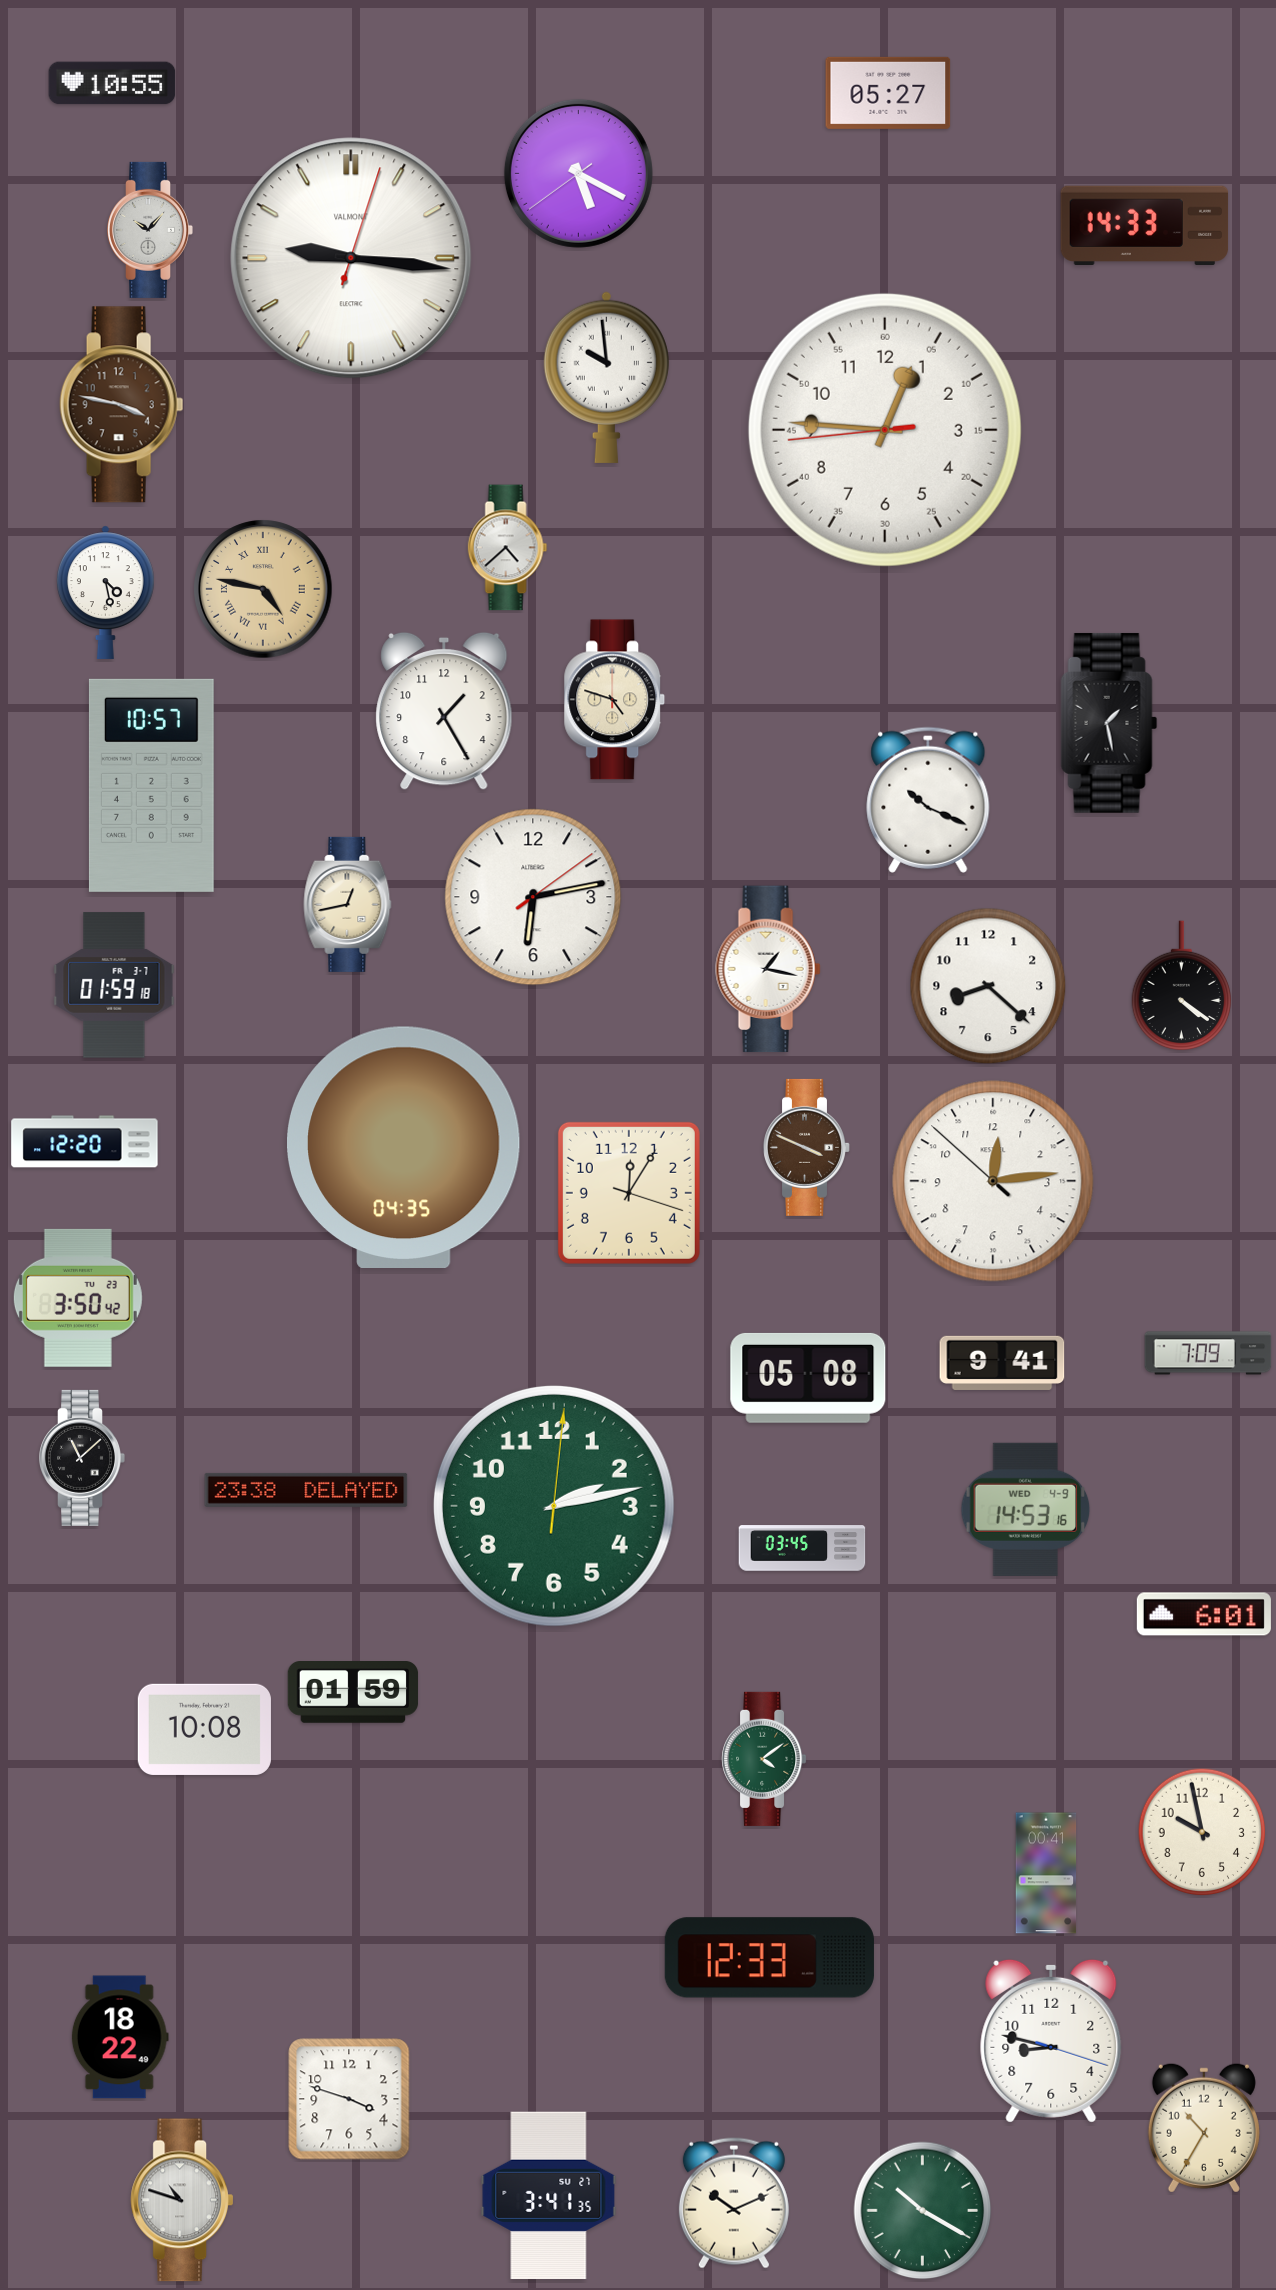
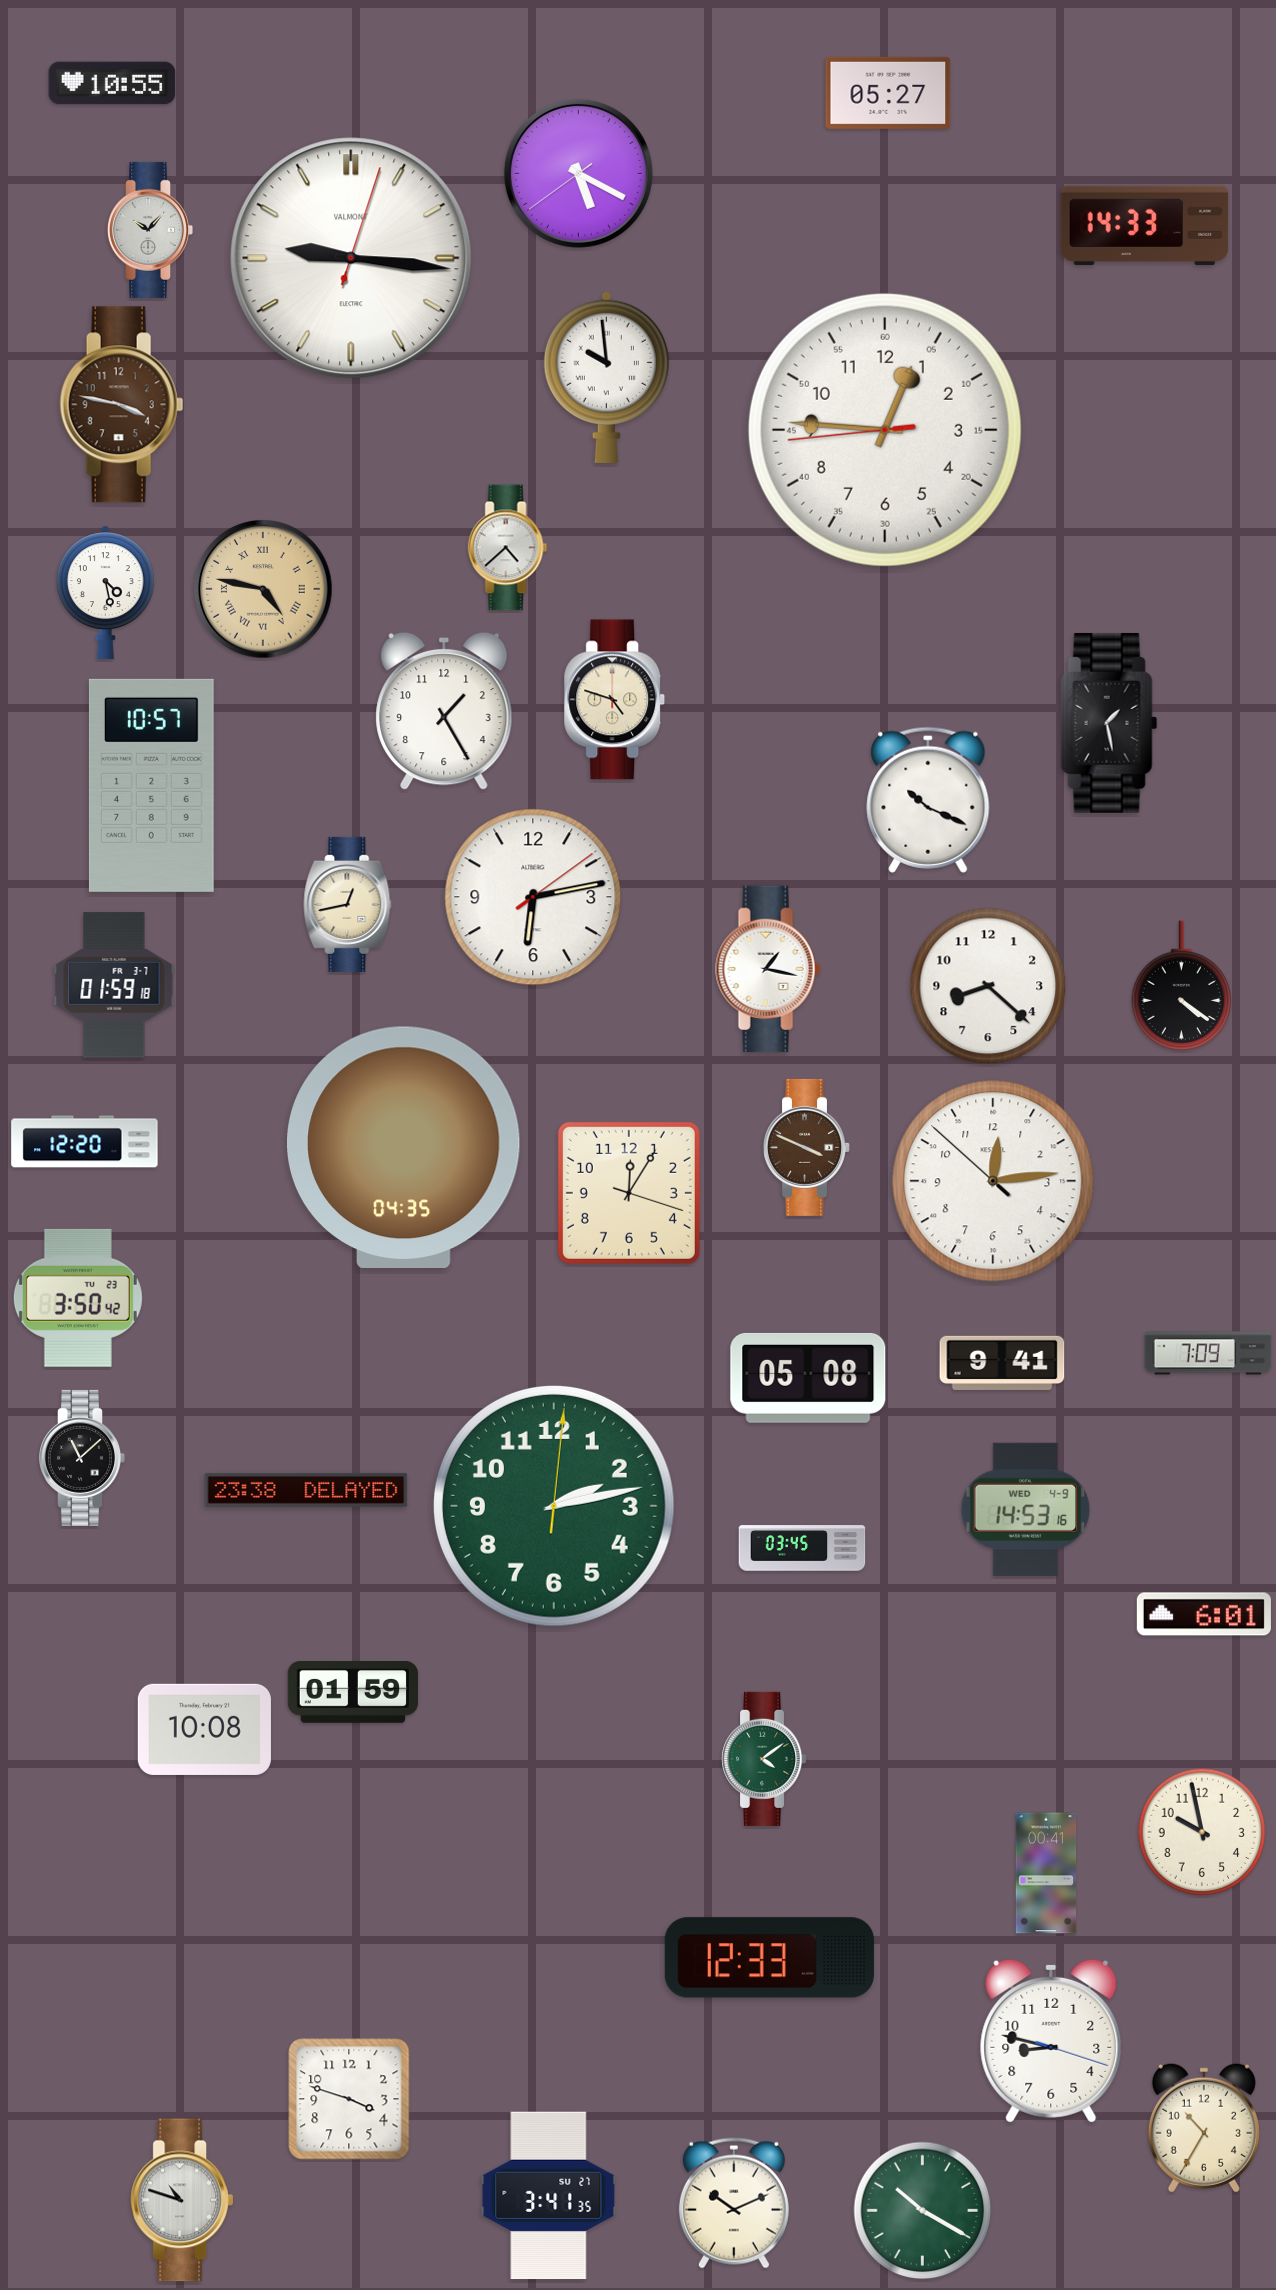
clock at (120, 2037): 18:22 -> none
